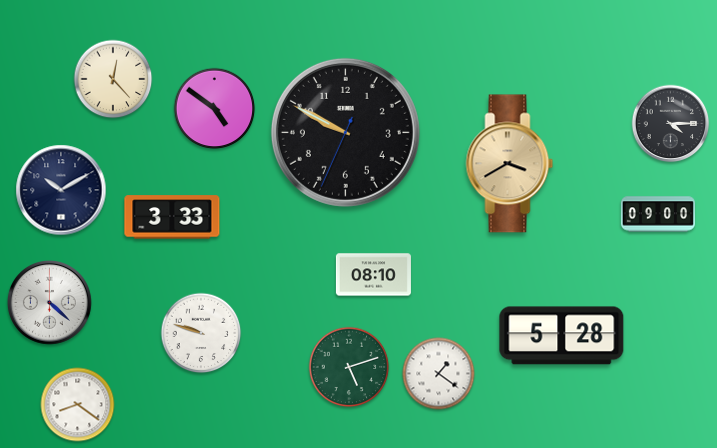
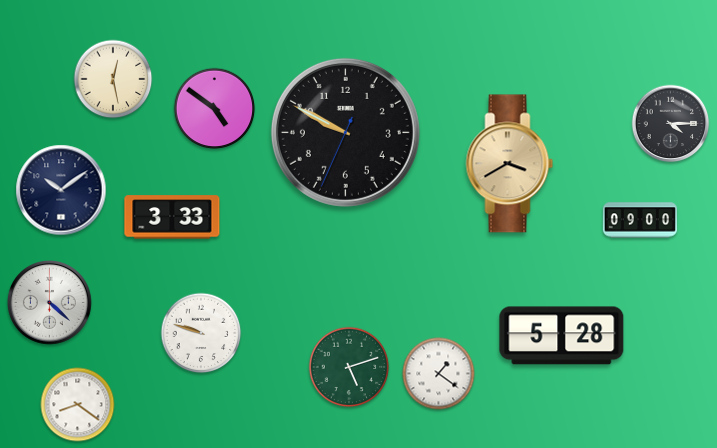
clock at (113, 79): 12:23 -> 12:28
clock at (61, 190): 10:10 -> 10:09
clock at (658, 214) position: (658, 214) -> (640, 220)
clock at (373, 275): 08:10 -> none
